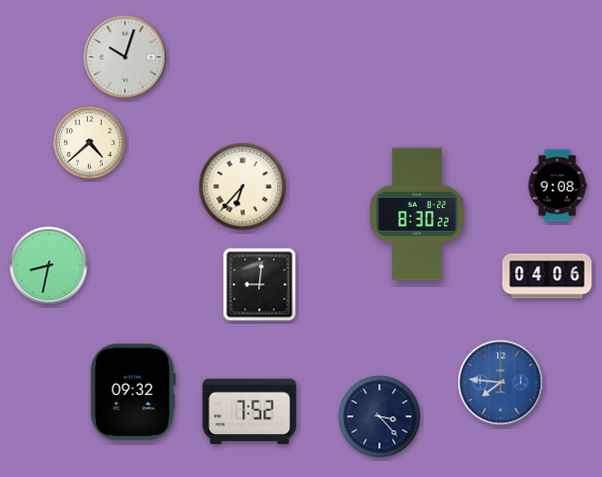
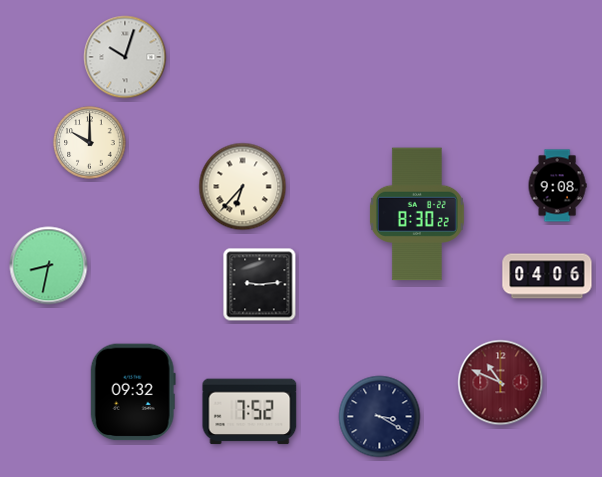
clock at (90, 143): 4:38 -> 10:00
clock at (260, 285): 9:01 -> 9:14
clock at (501, 383): 7:46 -> 10:49
clock at (501, 383) dial: blue -> burgundy
clock at (380, 417): 3:23 -> 3:20
